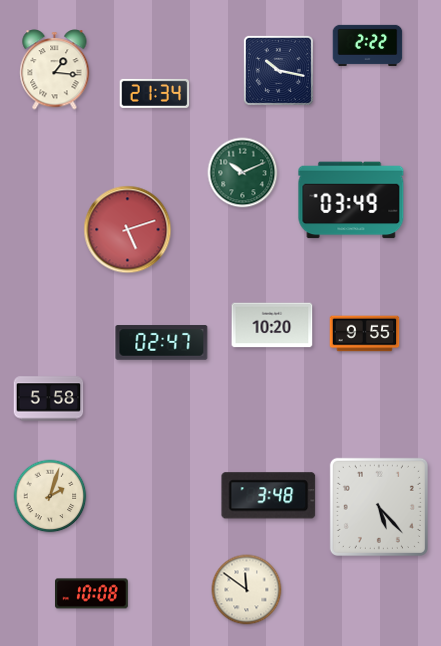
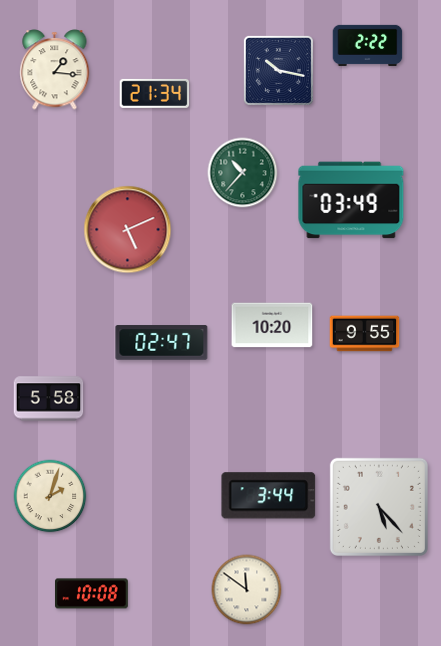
clock at (243, 173): 10:11 -> 10:37
clock at (128, 230): 5:12 -> 5:11
clock at (269, 496): 3:48 -> 3:44
